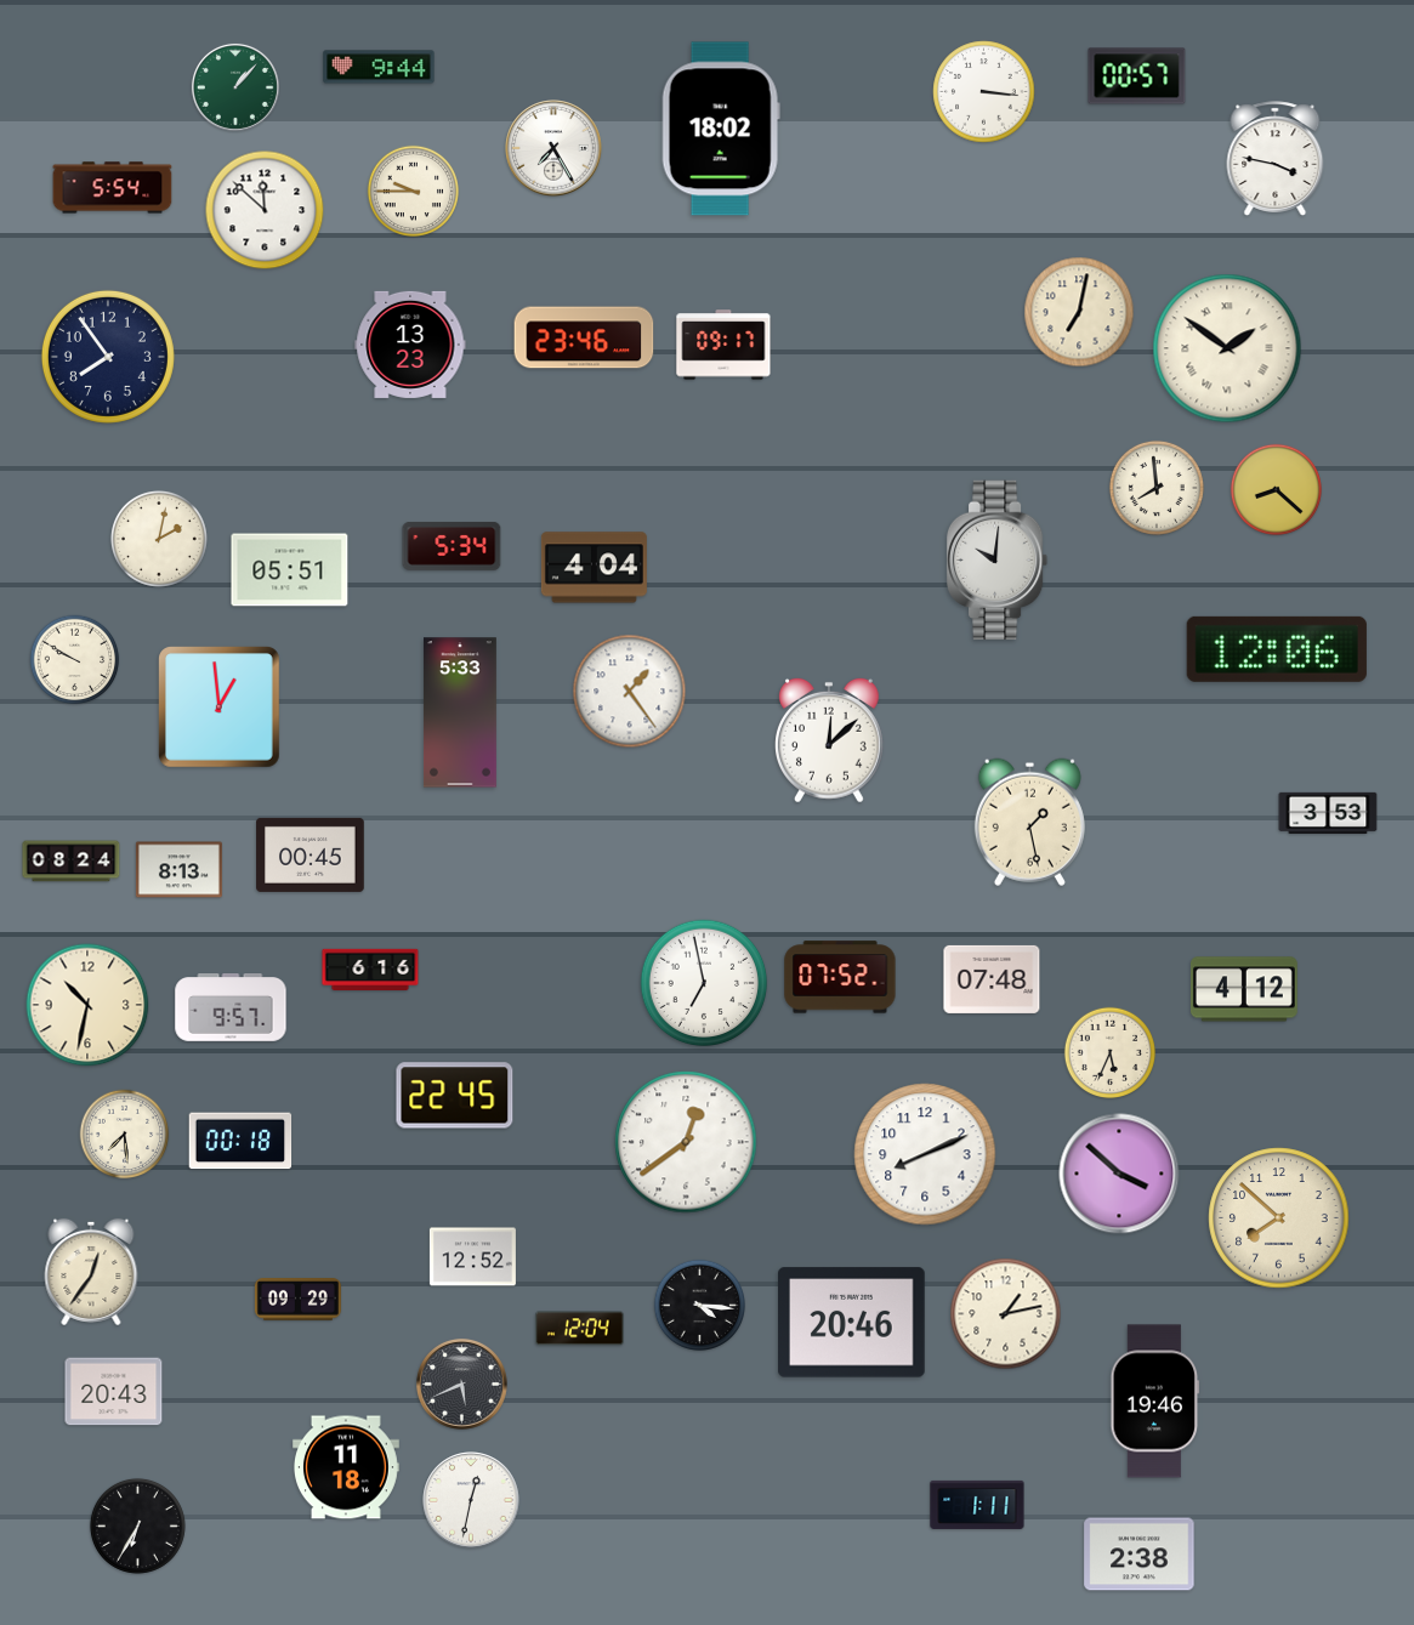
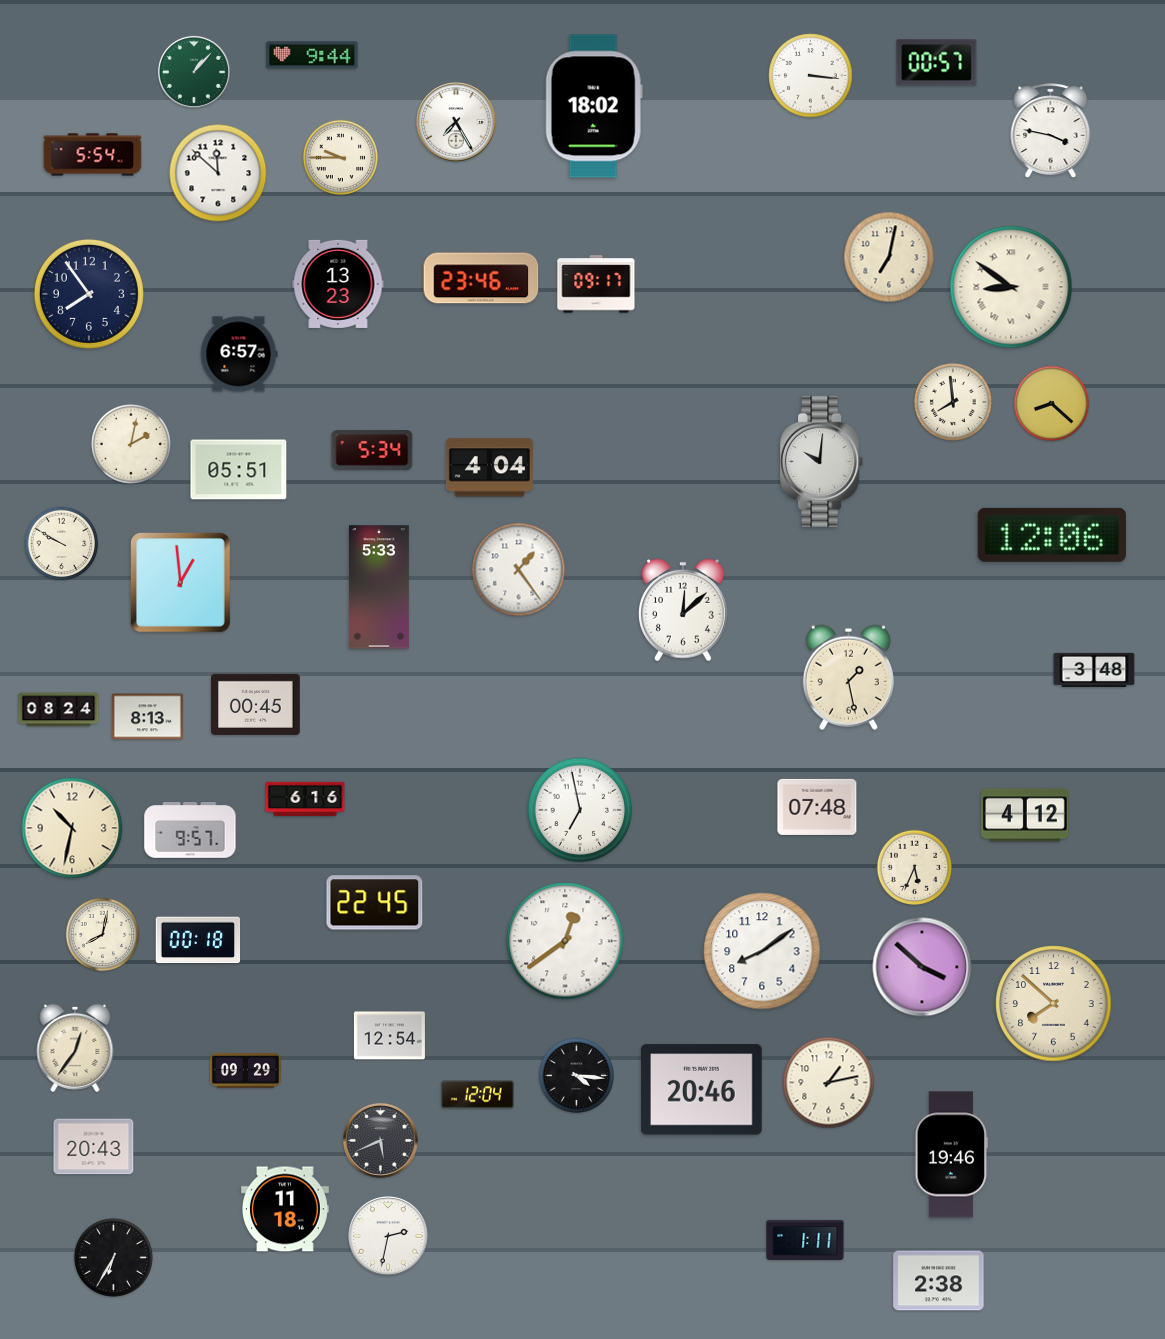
clock at (1227, 348): 1:51 -> 8:51
clock at (239, 354): none -> 6:57
clock at (1328, 813): 3:53 -> 3:48
clock at (840, 977): 07:52 -> none
clock at (125, 1135): 7:29 -> 8:02
clock at (925, 1154): 8:11 -> 8:09
clock at (472, 1257): 12:52 -> 12:54
clock at (471, 1500): 12:32 -> 2:32
